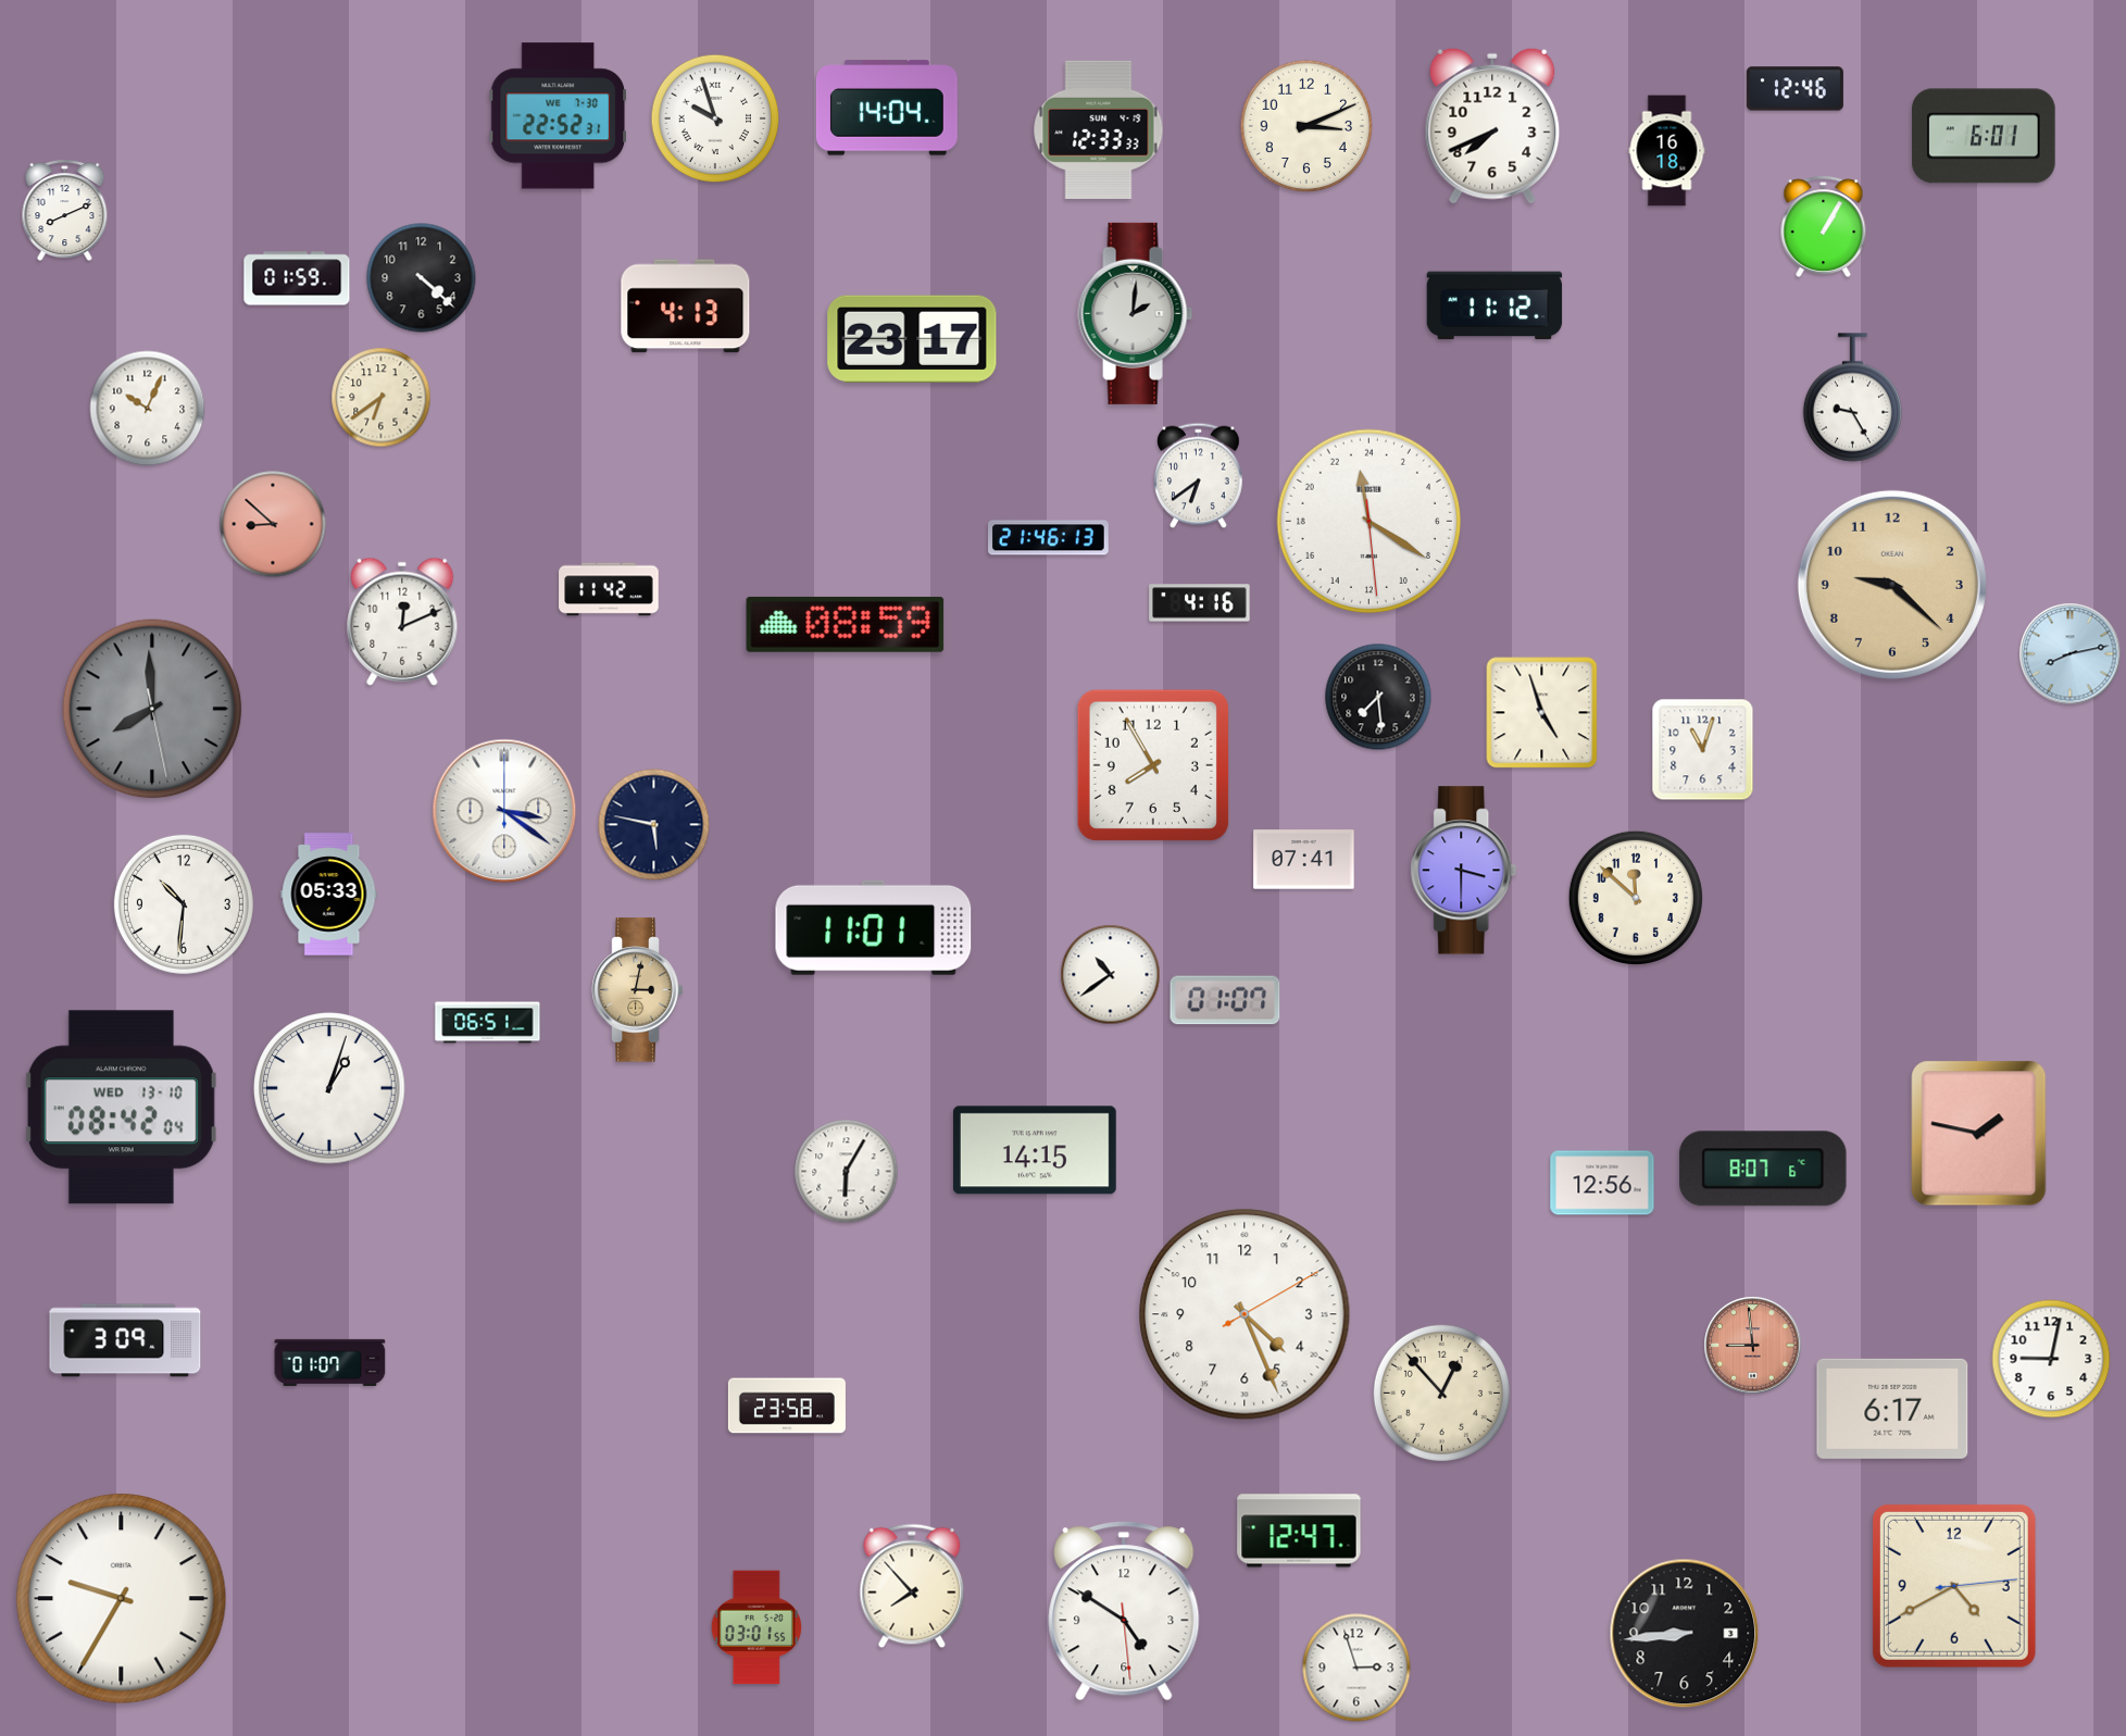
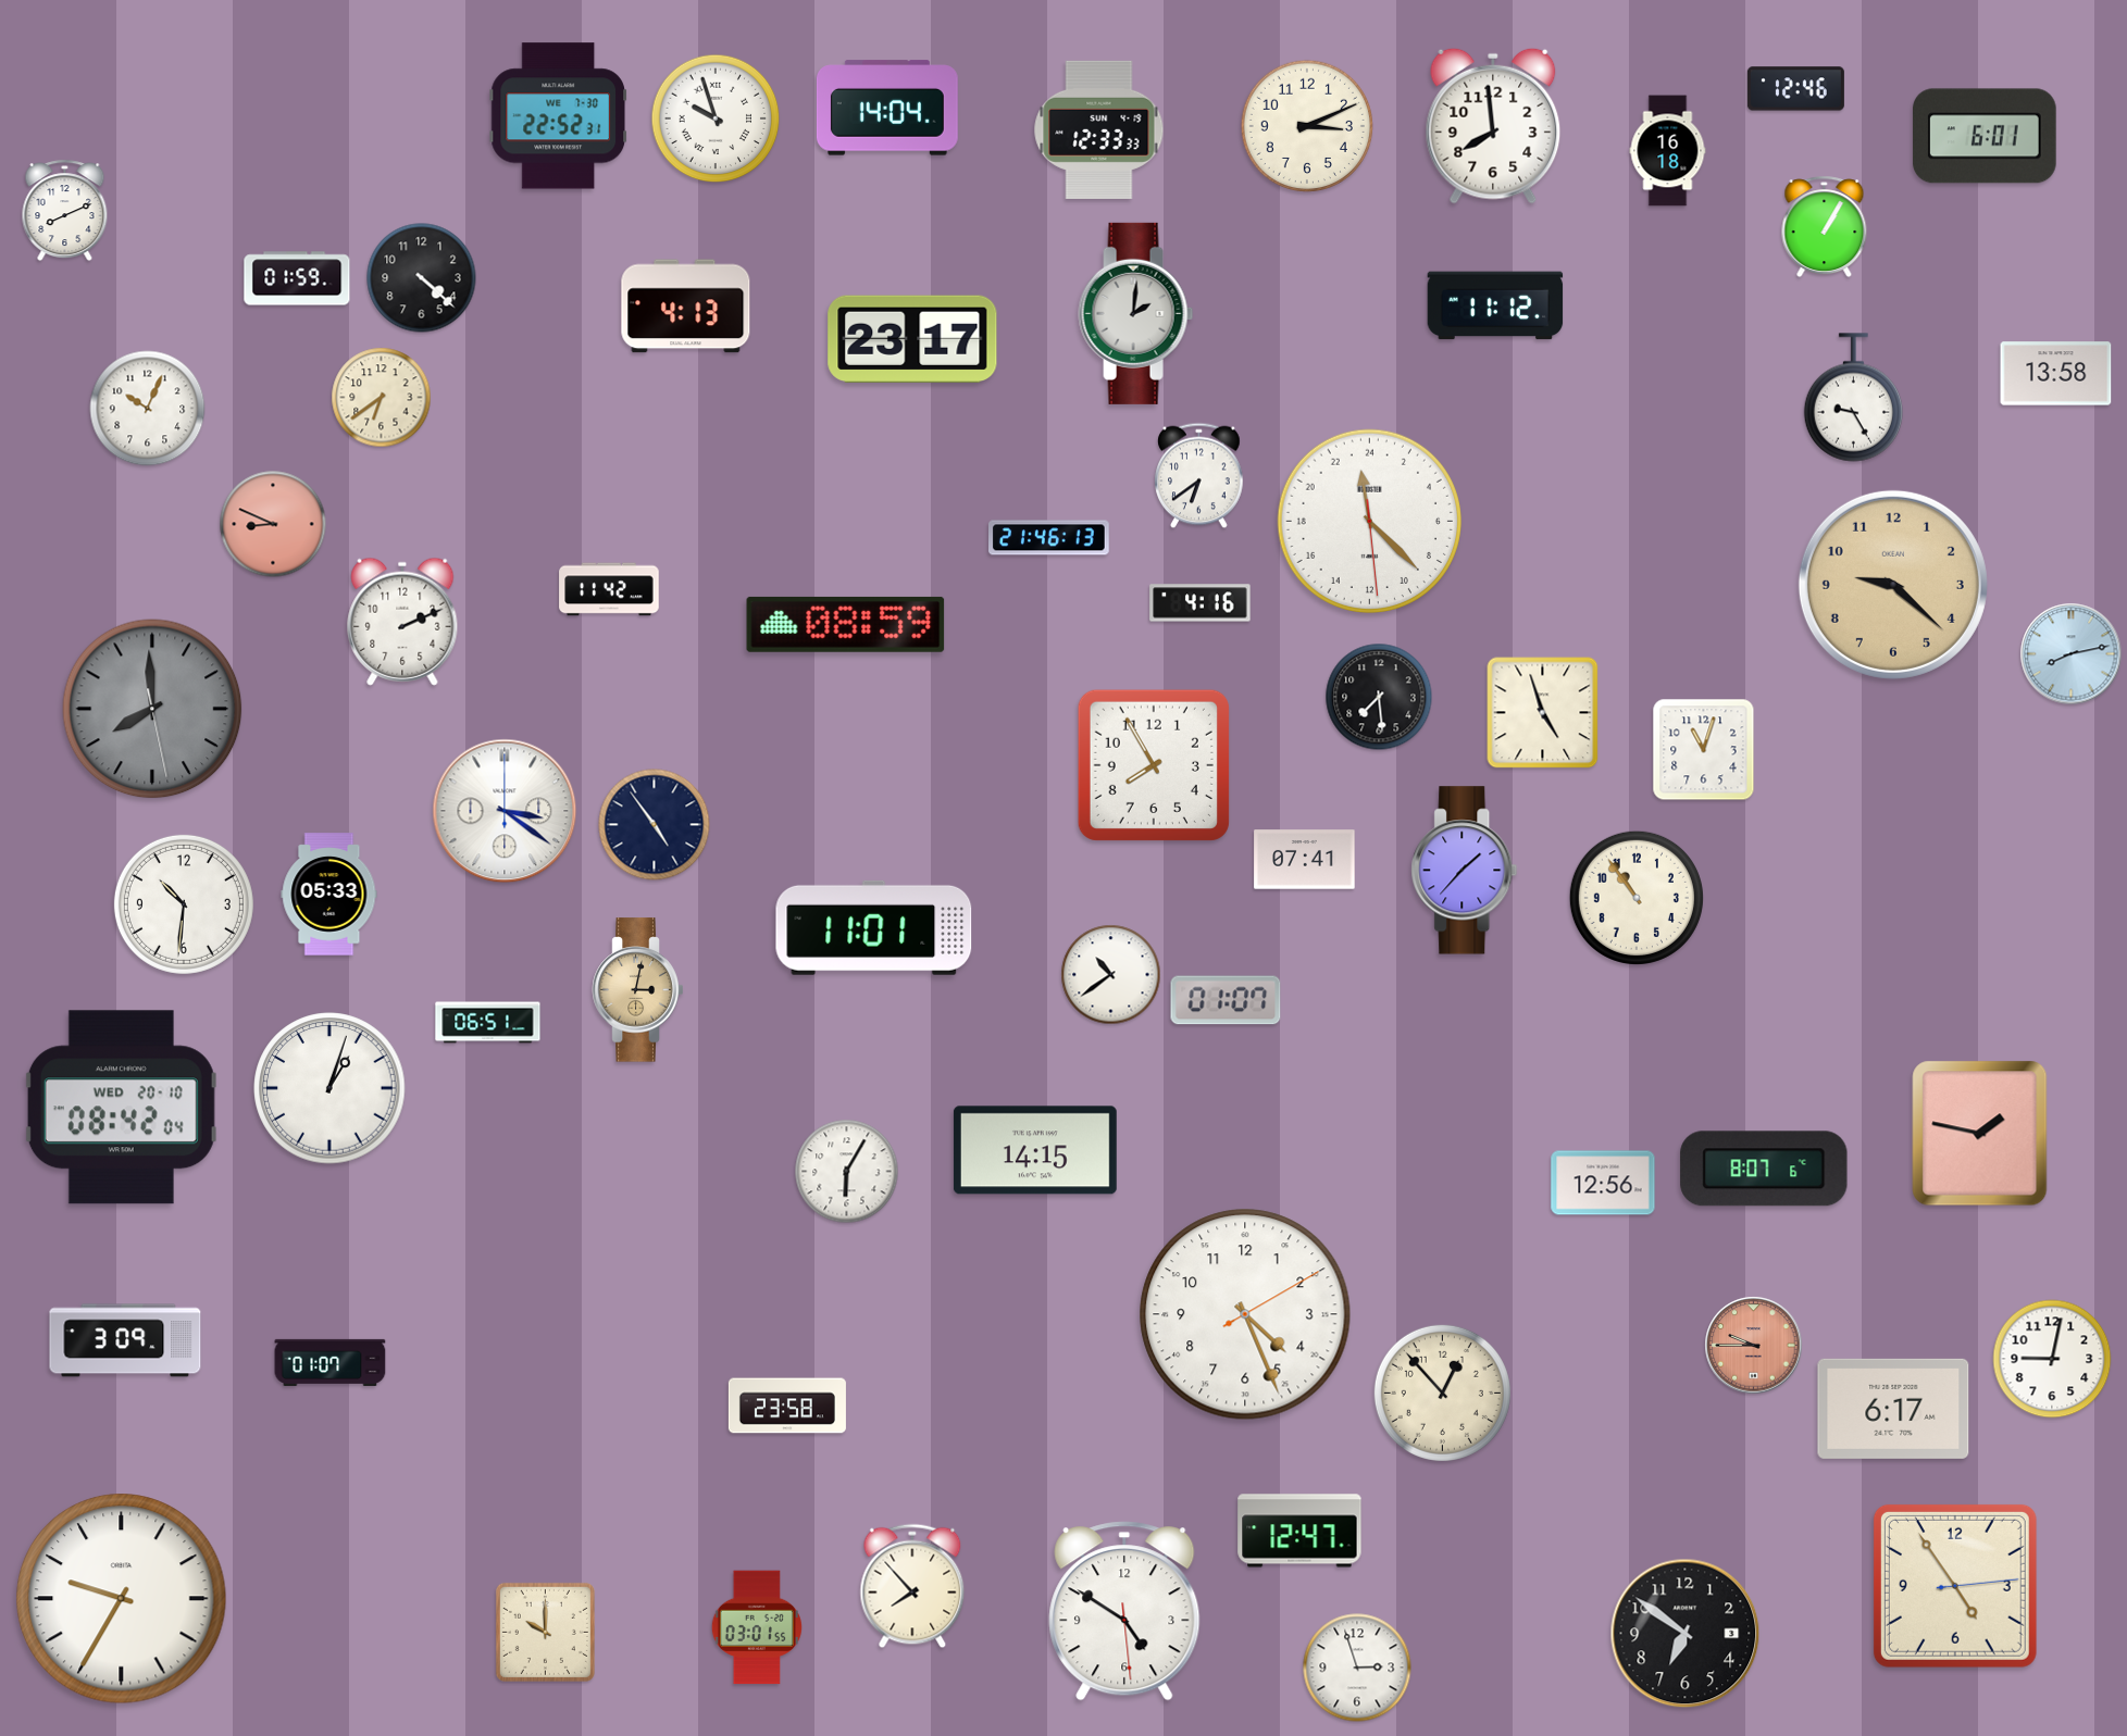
clock at (1492, 126): 7:41 -> 7:59
clock at (2056, 374): none -> 13:58
clock at (1368, 521): 23:20 -> 23:22
clock at (273, 524): 8:52 -> 8:49
clock at (402, 622): 12:11 -> 2:11
clock at (654, 825): 5:47 -> 4:54
clock at (1464, 871): 3:30 -> 1:37
clock at (1636, 898): 11:52 -> 10:54
clock at (121, 1108) date: WED 13-10 -> WED 20-10
clock at (1753, 1346): 8:59 -> 9:45
clock at (1954, 1586): 4:40 -> 4:54
clock at (545, 1632): none -> 10:00
clock at (1685, 1634): 8:44 -> 6:51
